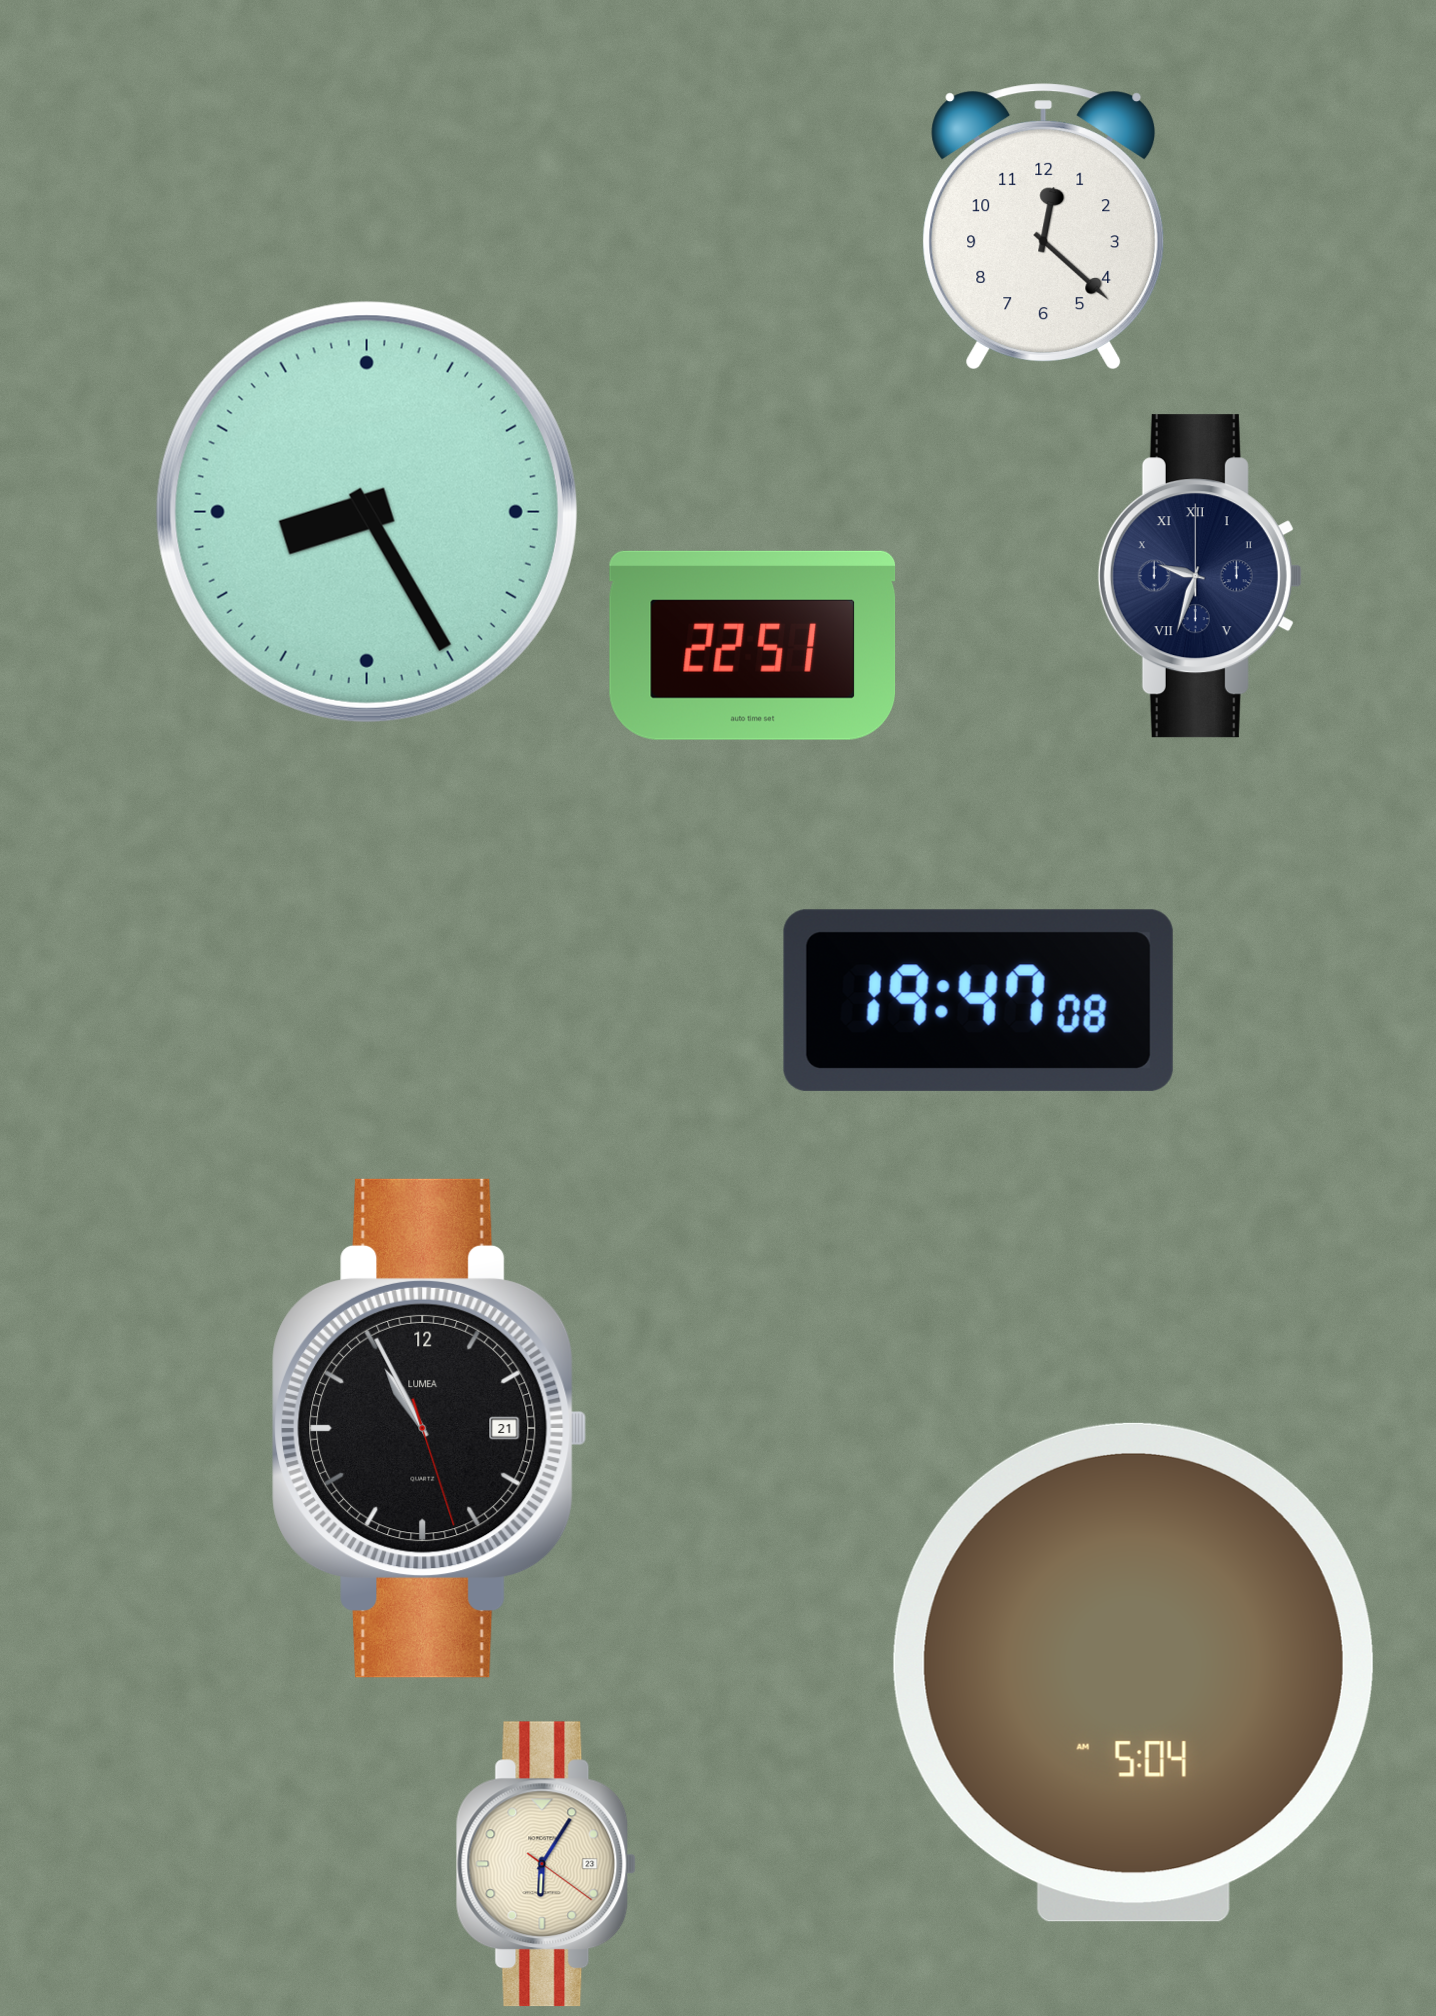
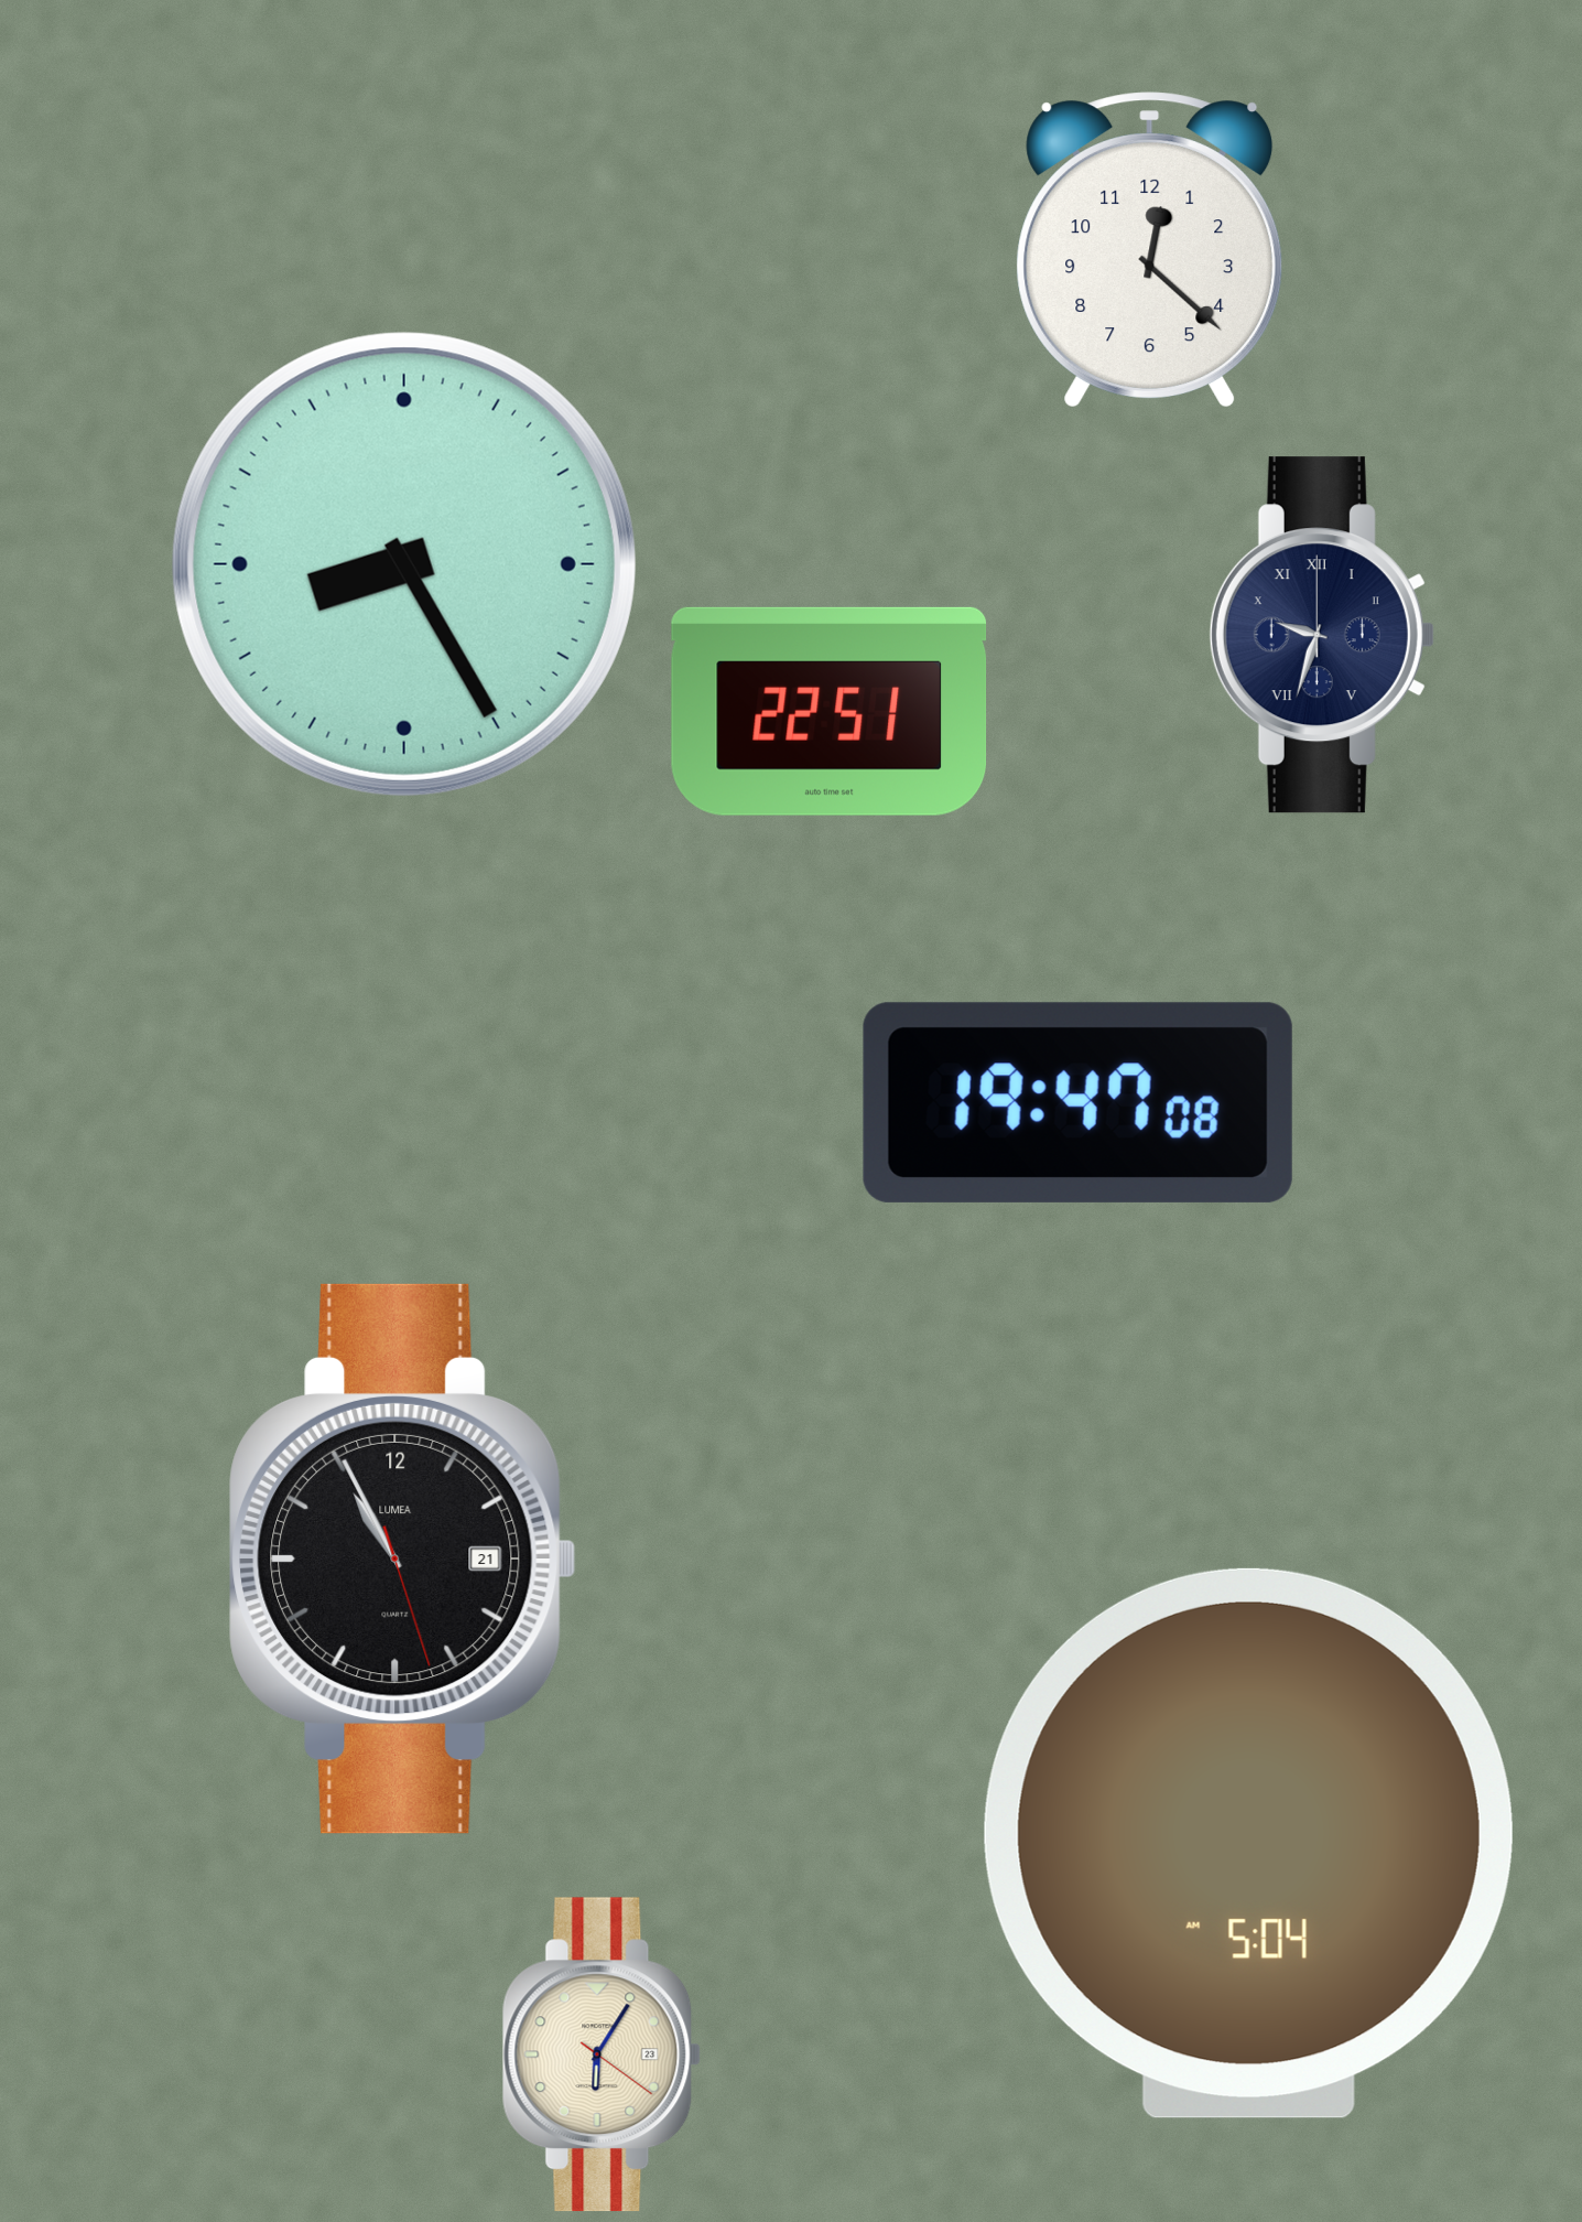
clock at (430, 1428) position: (430, 1428) -> (403, 1558)
